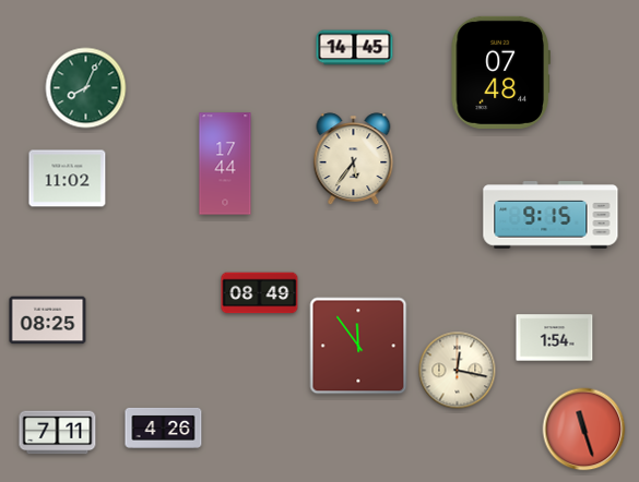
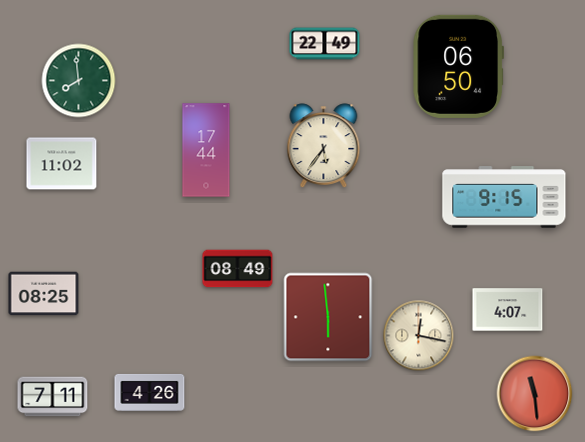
clock at (355, 48): 14:45 -> 22:49
clock at (500, 72): 07:48 -> 06:50
clock at (86, 88): 8:04 -> 7:59
clock at (555, 338): 1:54 -> 4:07
clock at (358, 346): 11:54 -> 5:59
clock at (458, 371) position: (458, 371) -> (419, 336)
clock at (584, 430): 11:27 -> 11:29
